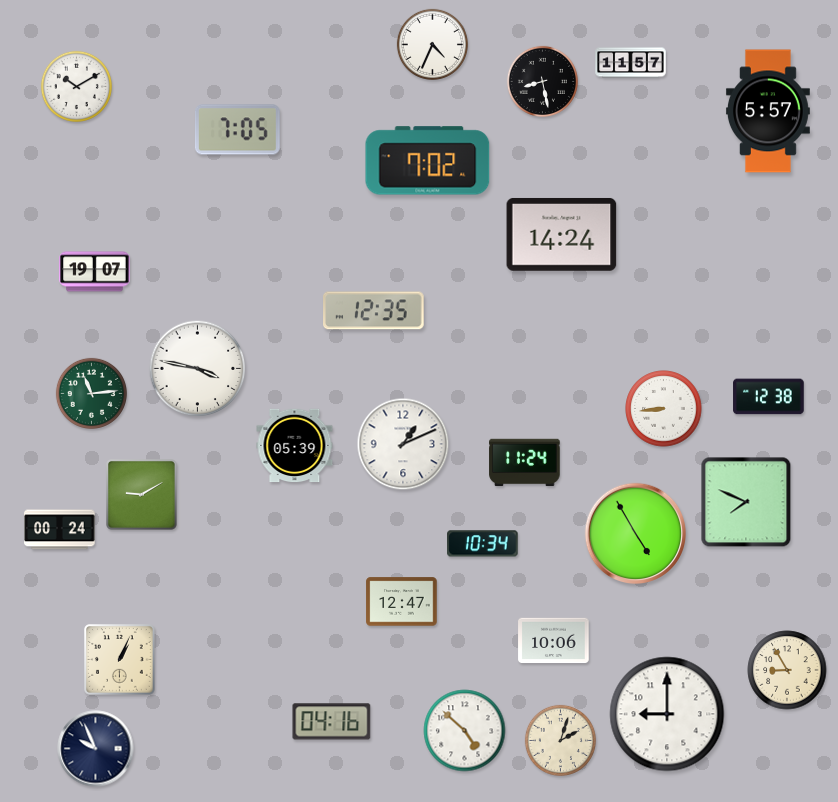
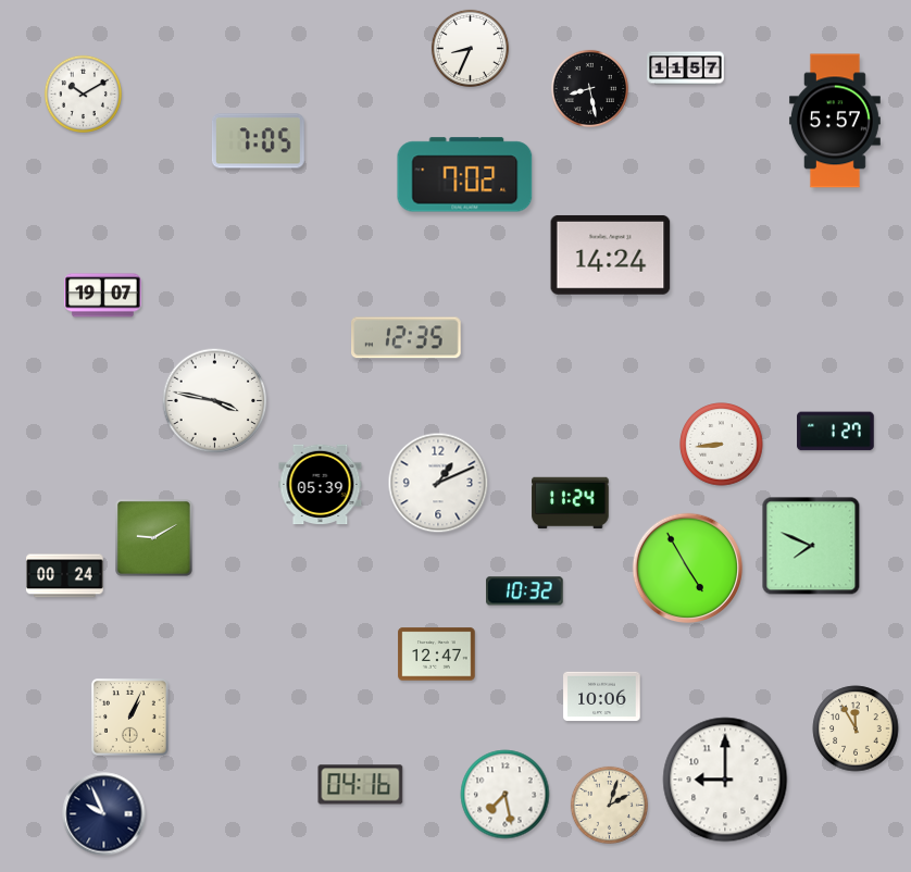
clock at (432, 44): 4:34 -> 8:34
clock at (91, 393): 11:14 -> none
clock at (769, 397): 12:38 -> 1:27
clock at (636, 534) position: (636, 534) -> (688, 569)
clock at (483, 544): 10:34 -> 10:32
clock at (787, 670): 8:55 -> 11:55
clock at (667, 714) position: (667, 714) -> (725, 780)
clock at (465, 731): 4:52 -> 7:28
